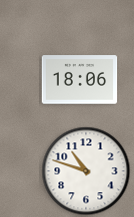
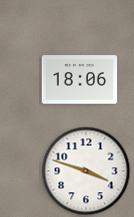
clock at (86, 171): 10:48 -> 3:48
